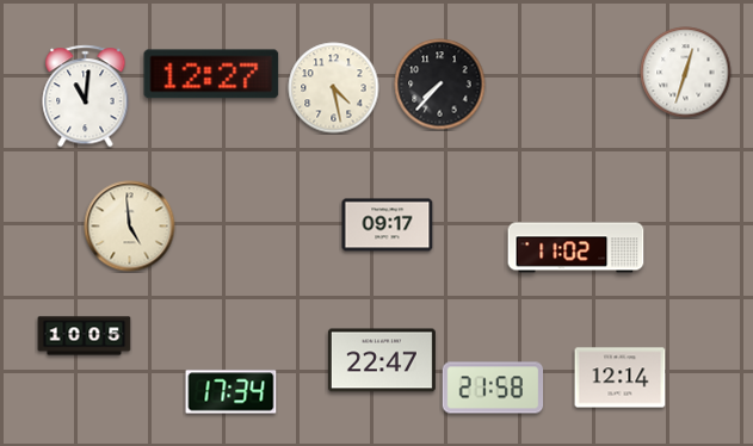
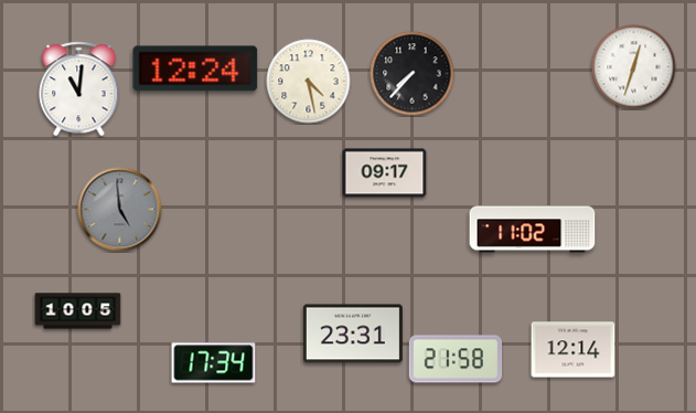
clock at (211, 74): 12:27 -> 12:24
clock at (440, 85) position: (440, 85) -> (413, 74)
clock at (388, 225) position: (388, 225) -> (385, 173)
clock at (130, 227) dial: cream -> grey
clock at (382, 360): 22:47 -> 23:31
